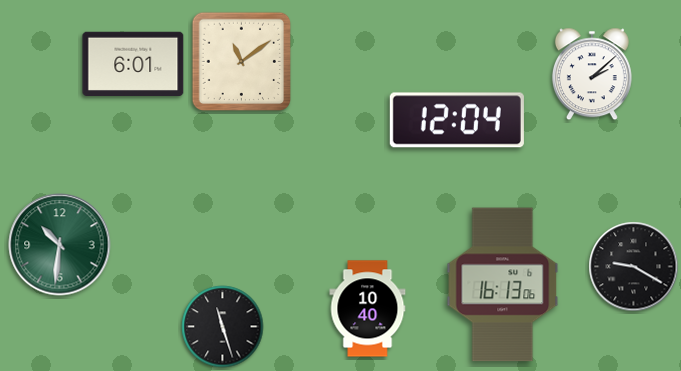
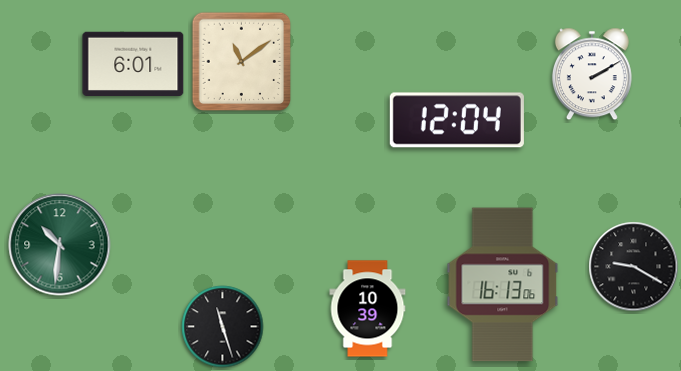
clock at (592, 74): 2:08 -> 2:10
clock at (368, 309): 10:40 -> 10:39
